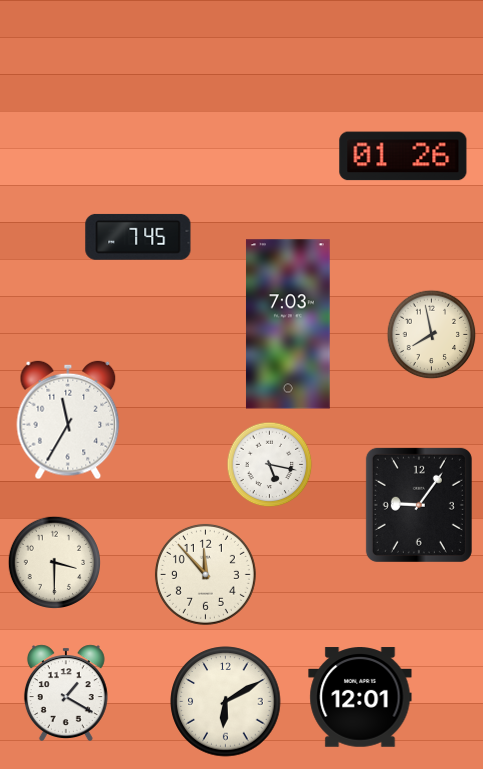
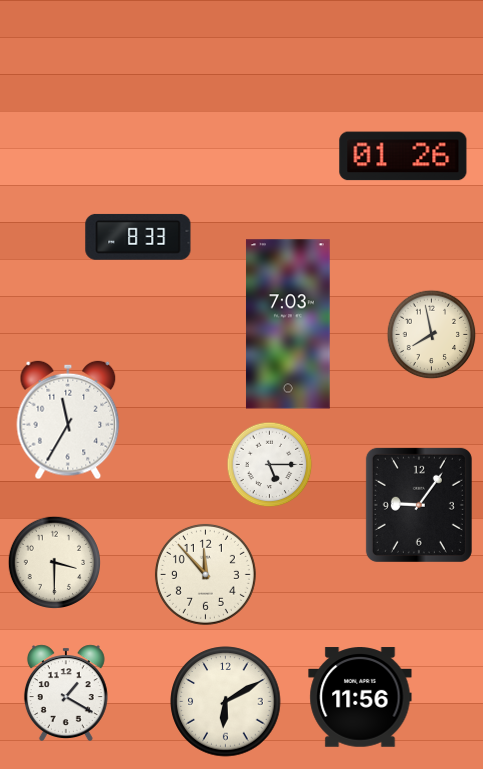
clock at (138, 237): 7:45 -> 8:33
clock at (270, 465): 5:17 -> 5:15
clock at (360, 697): 12:01 -> 11:56
